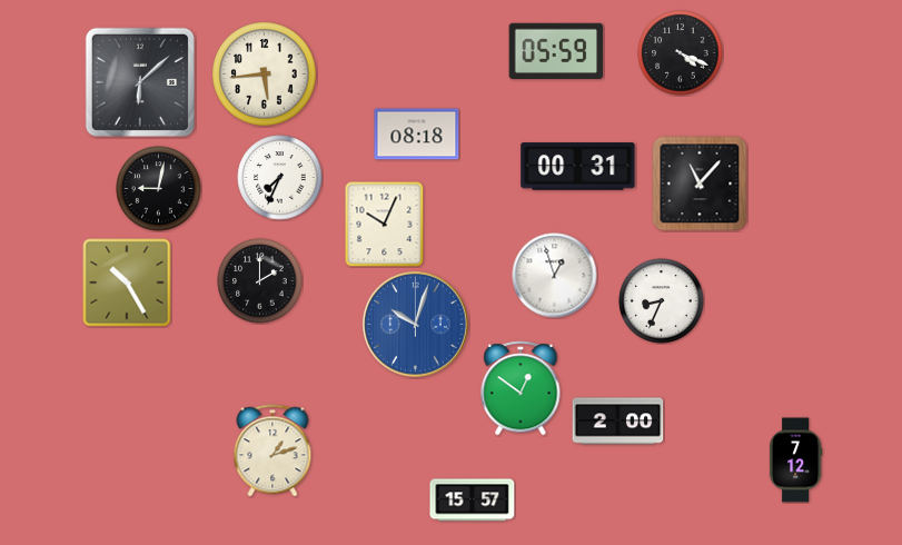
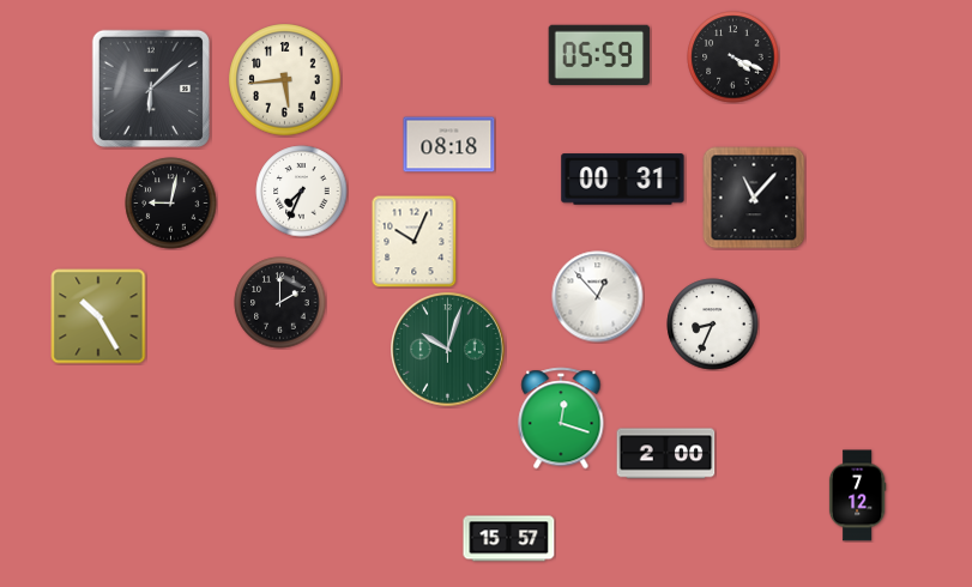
clock at (555, 276): 12:57 -> 12:53
clock at (127, 283) position: (127, 283) -> (98, 316)
clock at (416, 325) dial: blue -> green
clock at (521, 388): 12:51 -> 12:18
clock at (272, 450): 1:12 -> none
